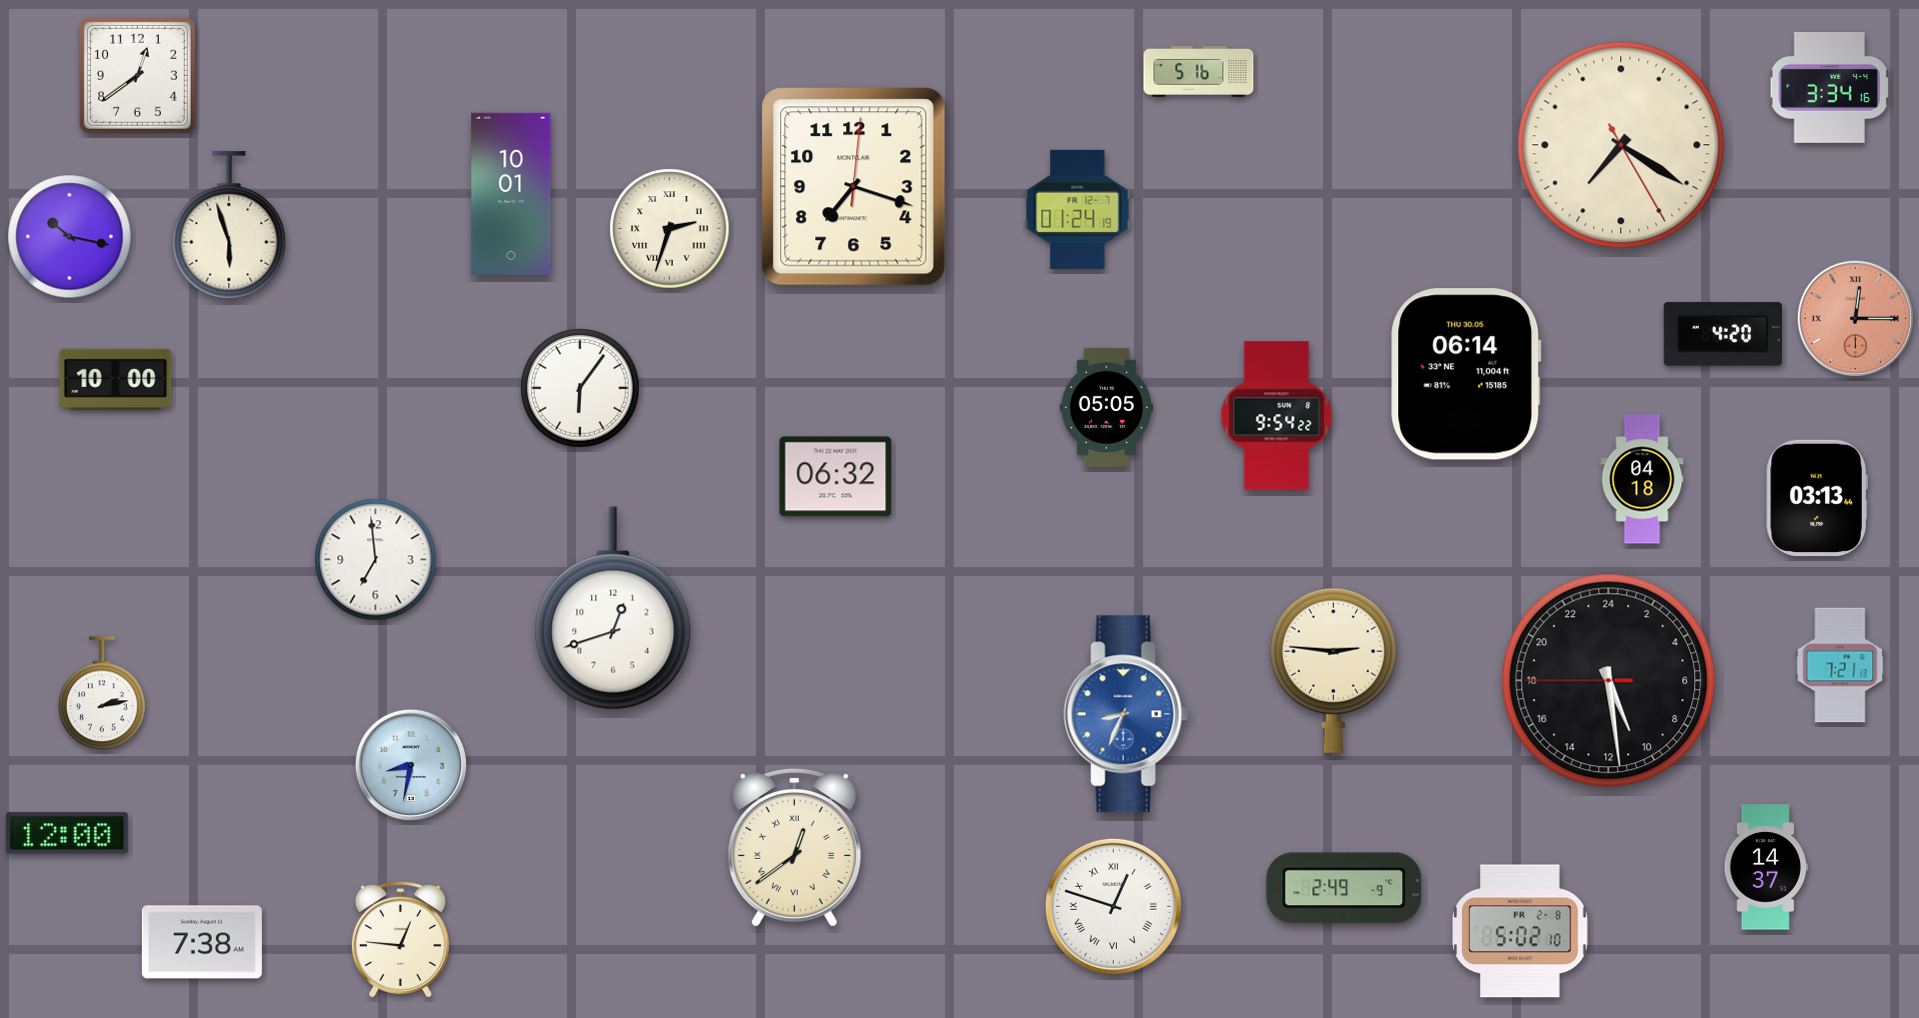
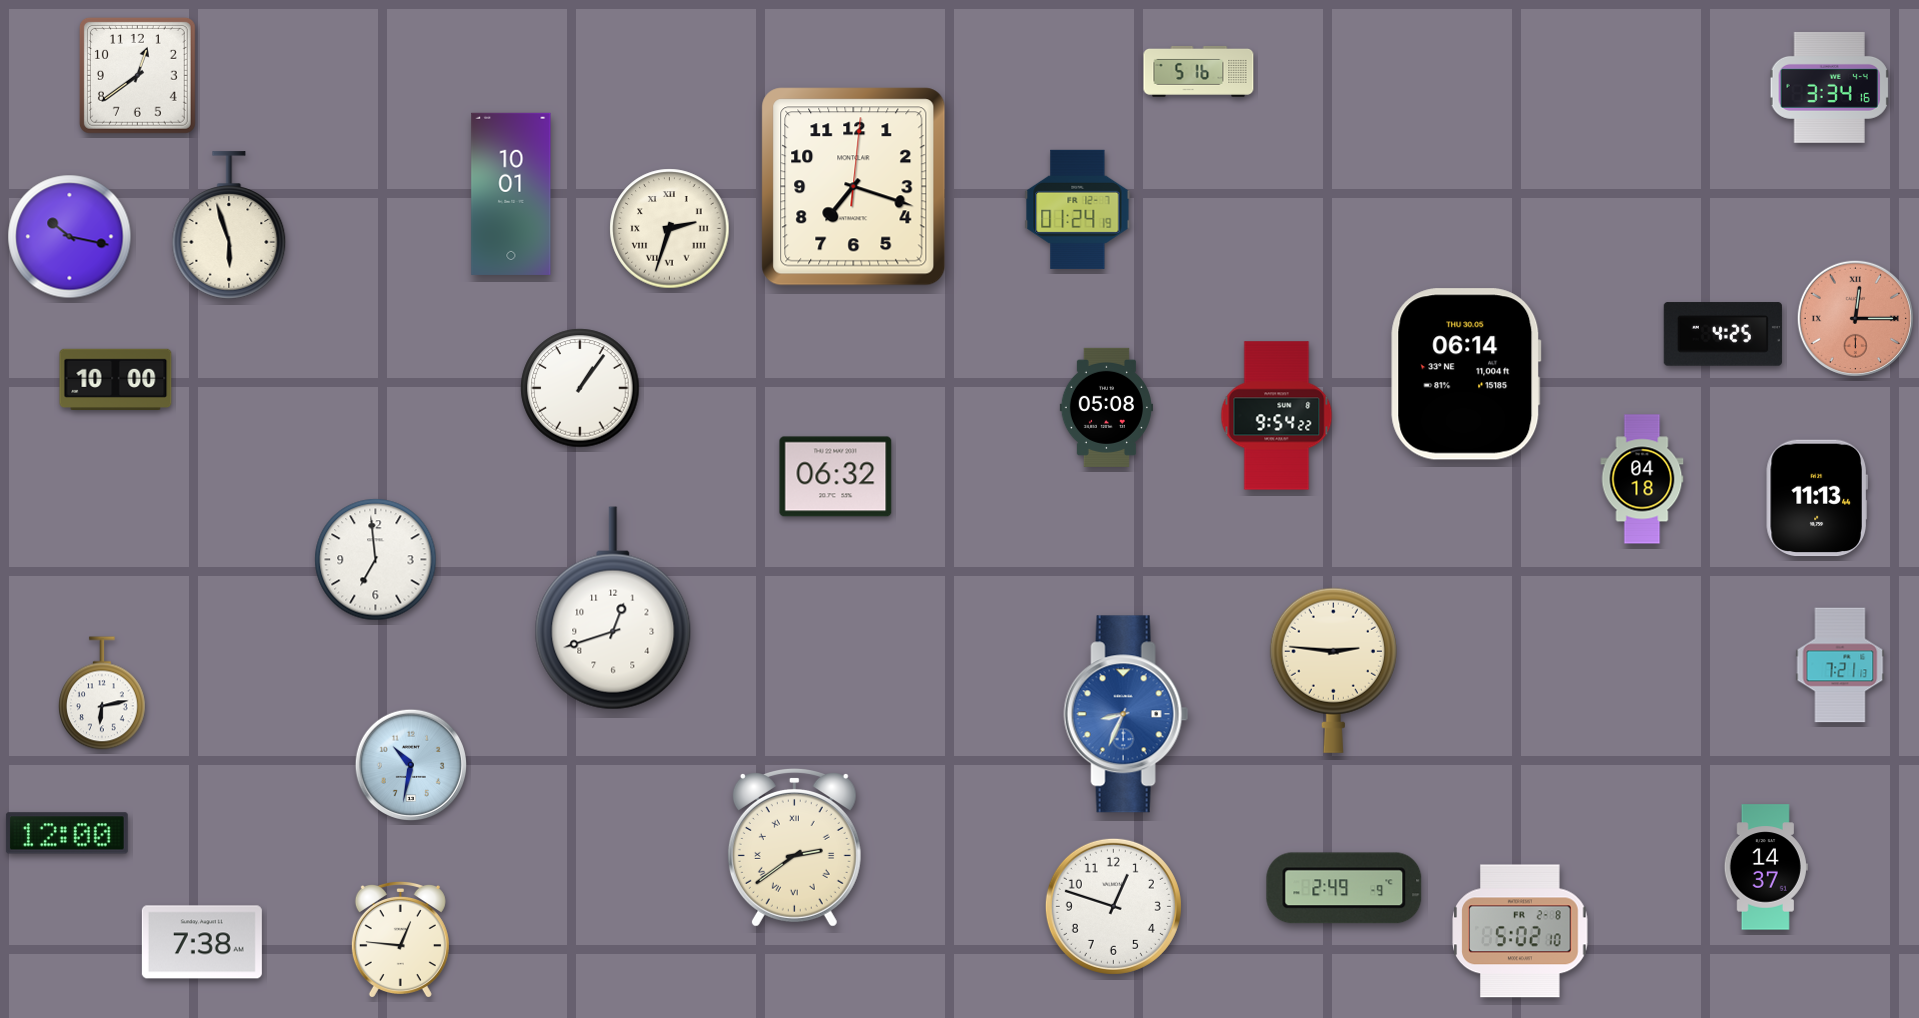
clock at (1621, 145): 7:20 -> none
clock at (1723, 334): 4:20 -> 4:25
clock at (580, 388): 6:06 -> 1:06
clock at (1106, 407): 05:05 -> 05:08
clock at (1817, 498): 03:13 -> 11:13
clock at (1609, 681): 10:28 -> none
clock at (103, 693): 2:13 -> 6:13
clock at (410, 764): 8:32 -> 10:32
clock at (794, 848): 12:39 -> 2:39
clock at (1113, 906) numerals: Roman -> Arabic
